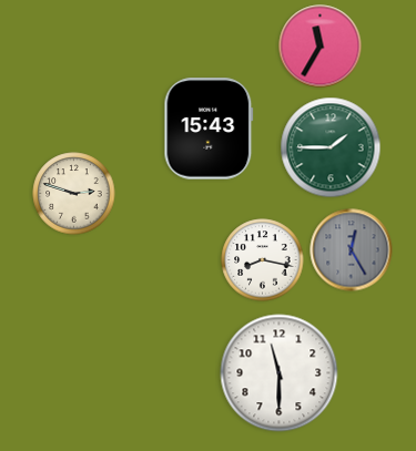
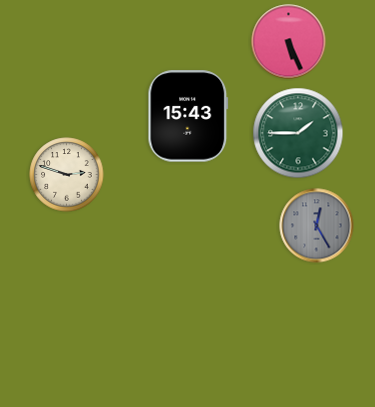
clock at (321, 47): 11:35 -> 5:26
clock at (263, 260): 8:17 -> none
clock at (280, 373): 11:30 -> none
